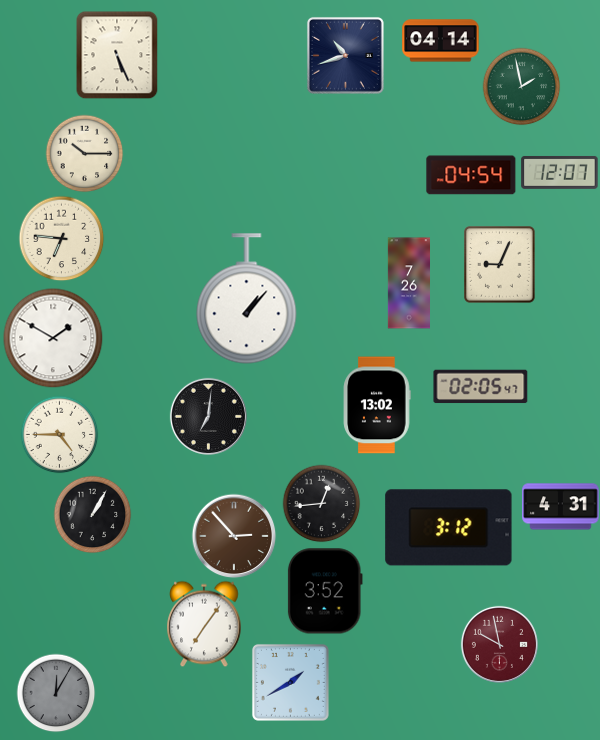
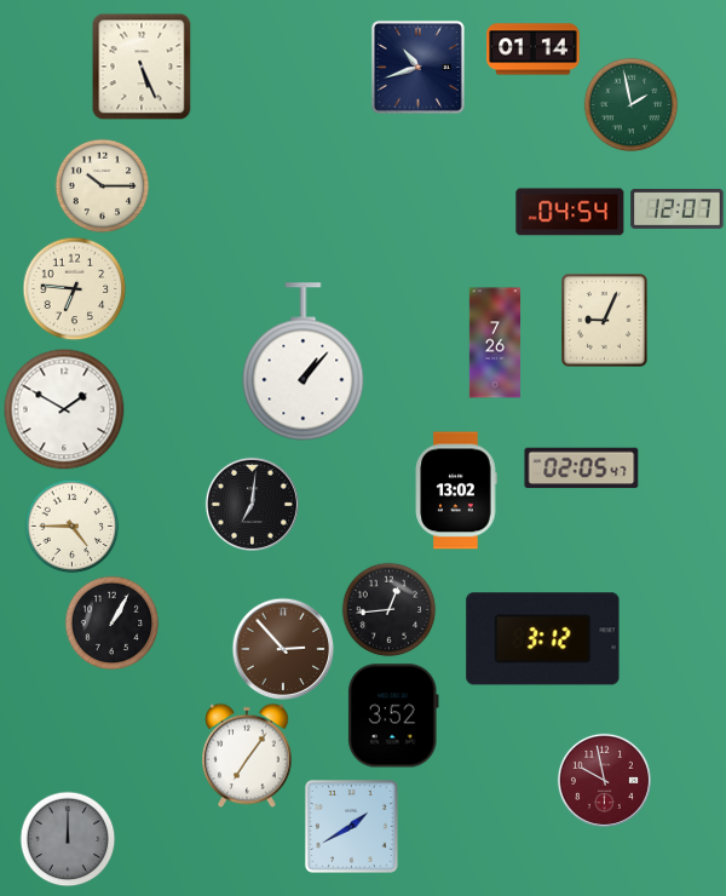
clock at (441, 41): 04:14 -> 01:14
clock at (247, 299) position: (247, 299) -> (304, 362)
clock at (561, 507): 4:31 -> none
clock at (56, 693): 12:05 -> 12:00
